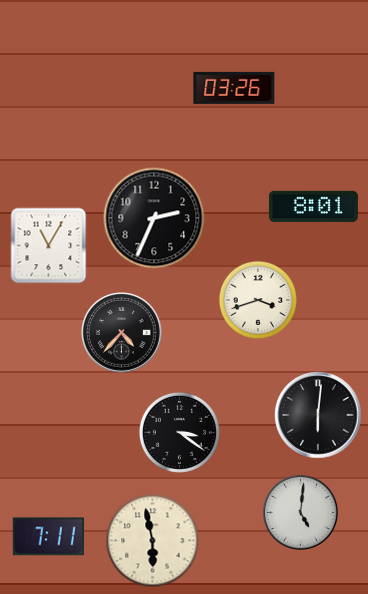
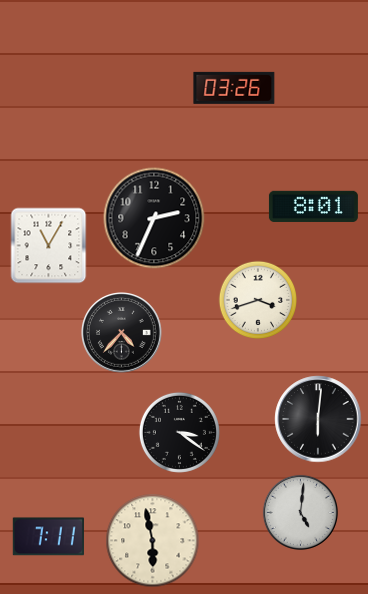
clock at (318, 415) position: (318, 415) -> (318, 419)
